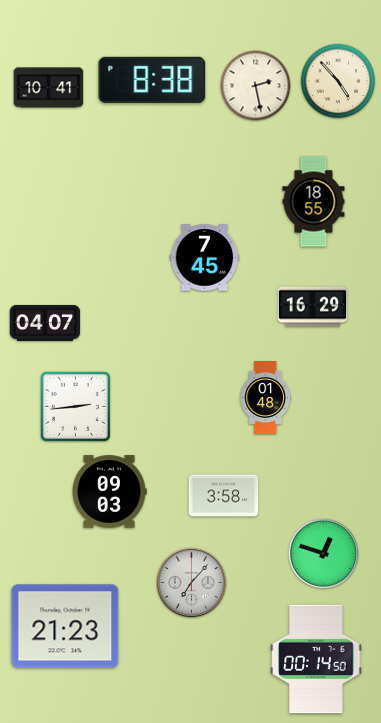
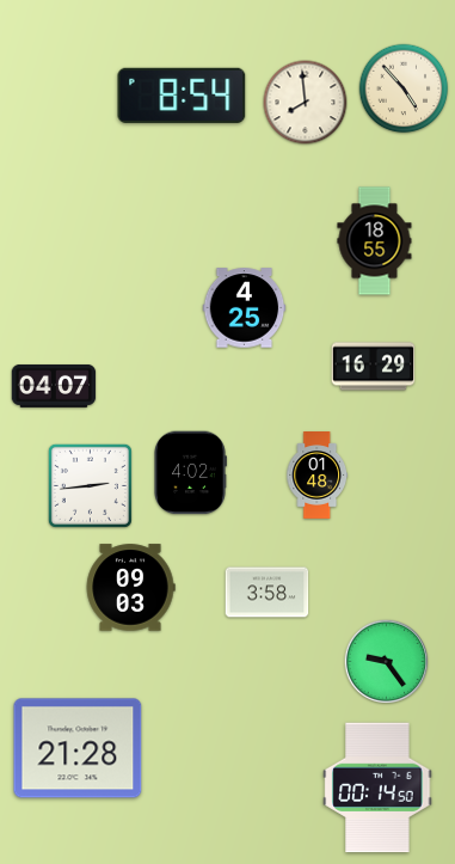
clock at (152, 80): 8:38 -> 8:54
clock at (338, 81) position: (338, 81) -> (404, 88)
clock at (256, 86): 2:28 -> 7:59
clock at (49, 88): 10:41 -> none
clock at (205, 258): 7:45 -> 4:25
clock at (191, 473): none -> 4:02
clock at (324, 554): 12:48 -> 9:24
clock at (192, 583): 7:07 -> none
clock at (65, 626): 21:23 -> 21:28
